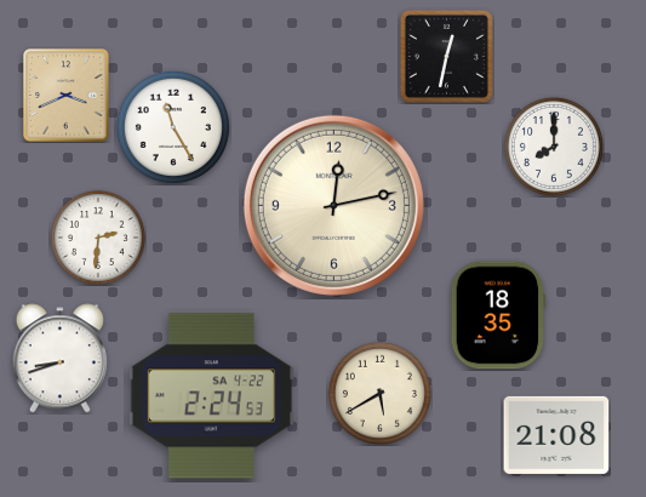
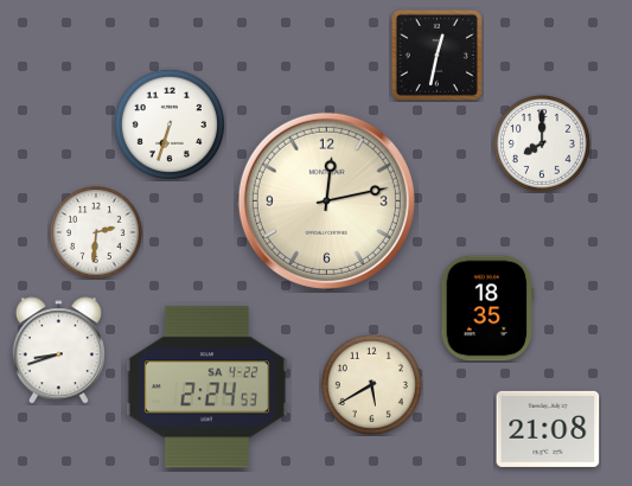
clock at (67, 96): 3:41 -> none
clock at (173, 127): 11:25 -> 6:33
clock at (556, 435) position: (556, 435) -> (548, 429)
